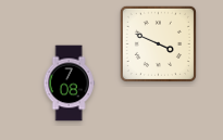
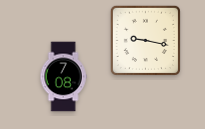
clock at (158, 43): 3:49 -> 9:17
